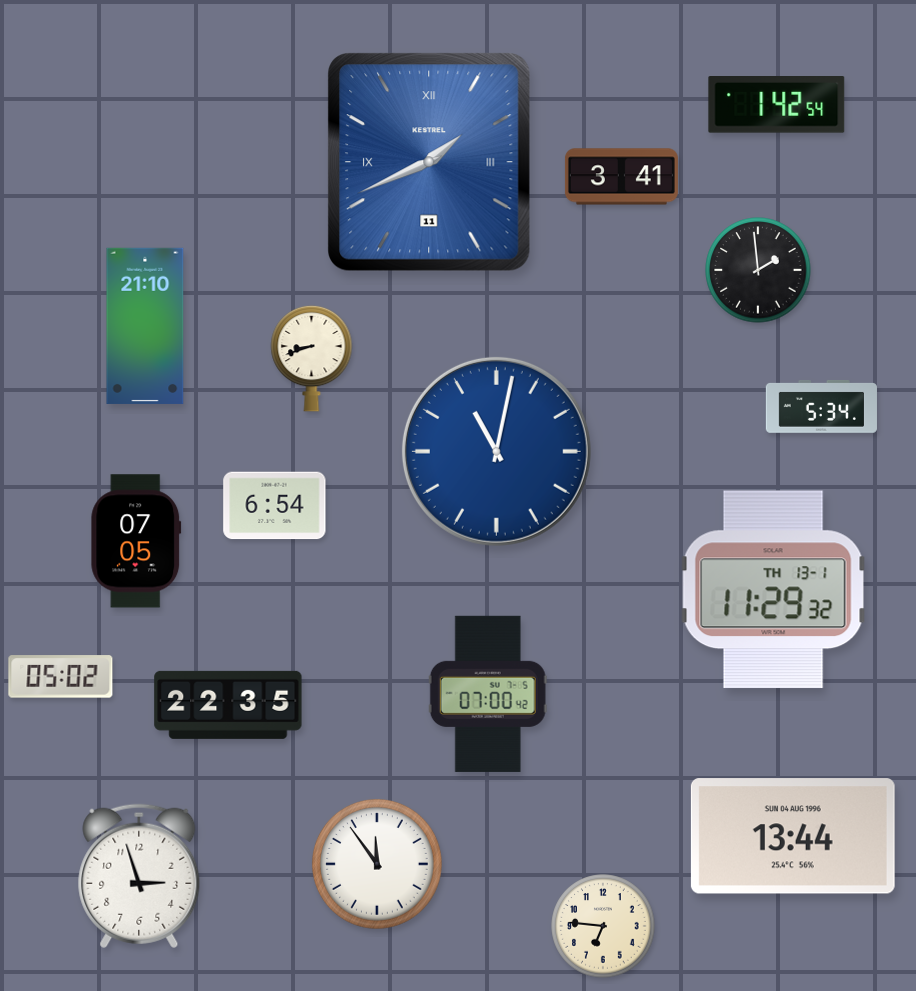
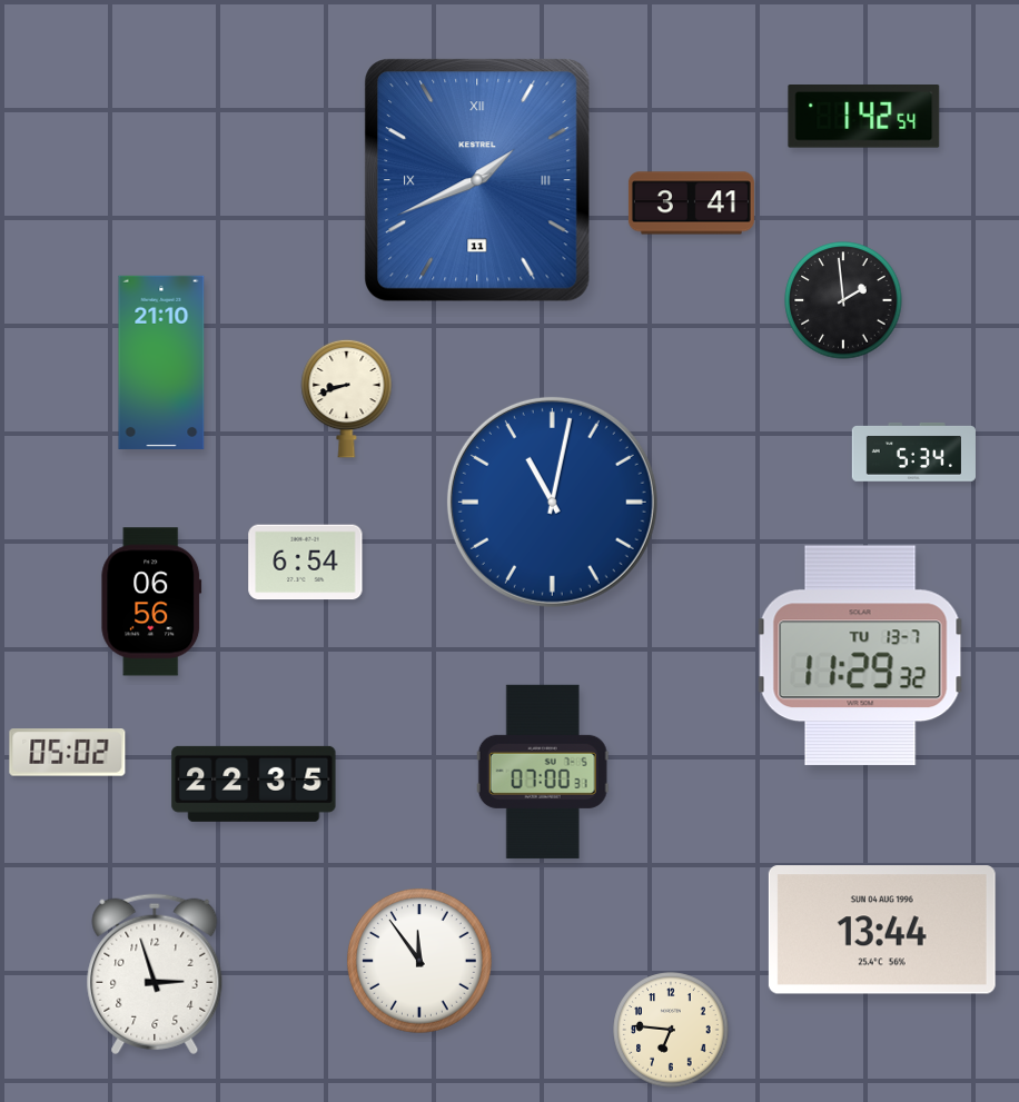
clock at (621, 177) position: (621, 177) -> (691, 203)
clock at (136, 541): 07:05 -> 06:56
clock at (774, 590) date: TH 13-1 -> TU 13-7
clock at (488, 694): 07:00:42 -> 07:00:31
